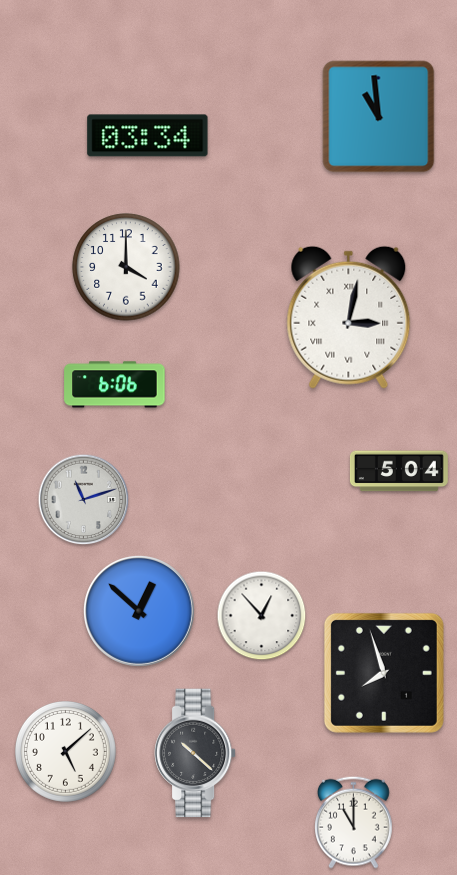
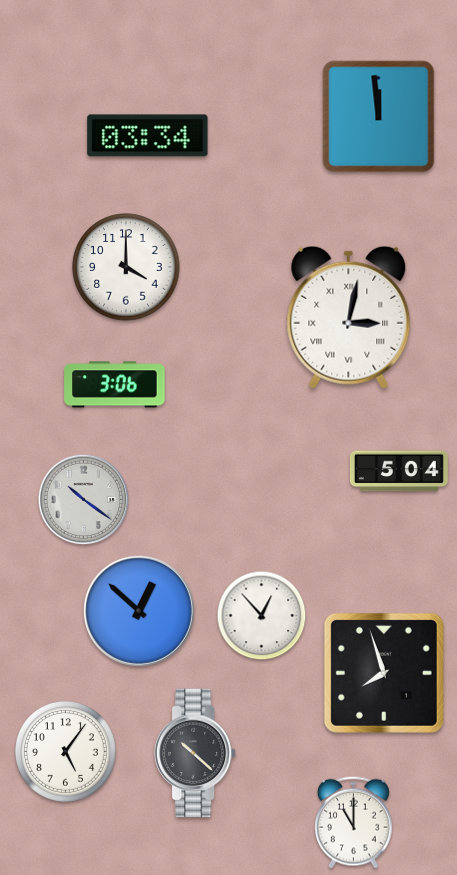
clock at (379, 117): 10:59 -> 11:59
clock at (115, 385): 6:06 -> 3:06
clock at (84, 500): 11:12 -> 10:21
clock at (65, 751): 5:08 -> 5:06
